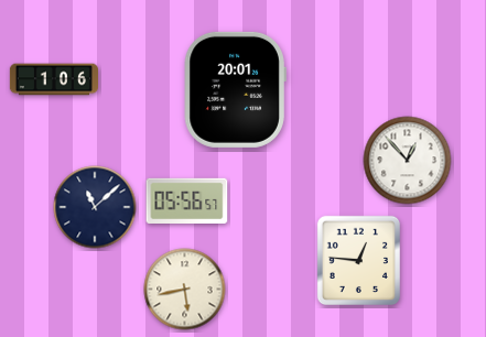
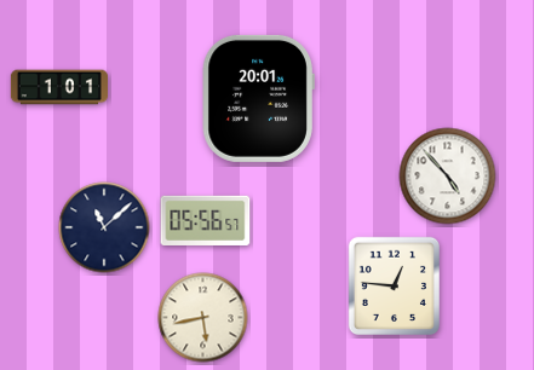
clock at (53, 79): 1:06 -> 1:01
clock at (408, 161): 12:53 -> 4:53
